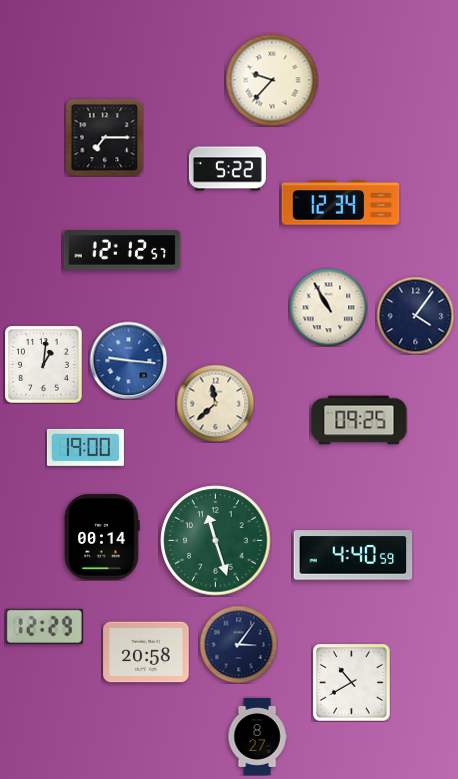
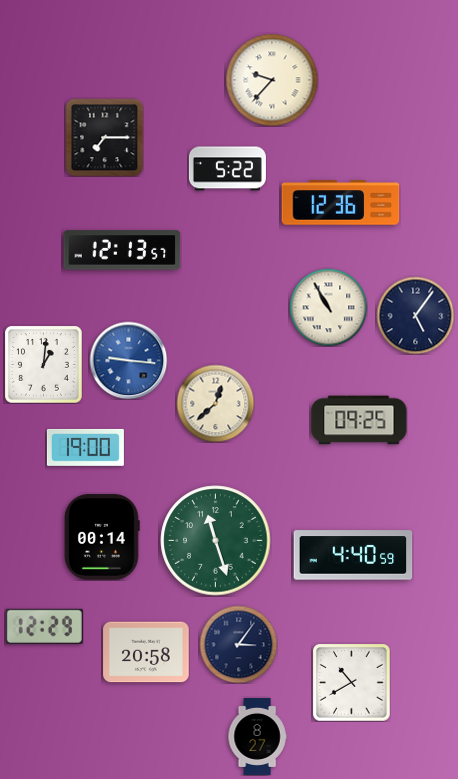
clock at (341, 203): 12:34 -> 12:36
clock at (122, 250): 12:12 -> 12:13
clock at (415, 315): 4:06 -> 5:06
clock at (215, 403): 11:38 -> 12:38
